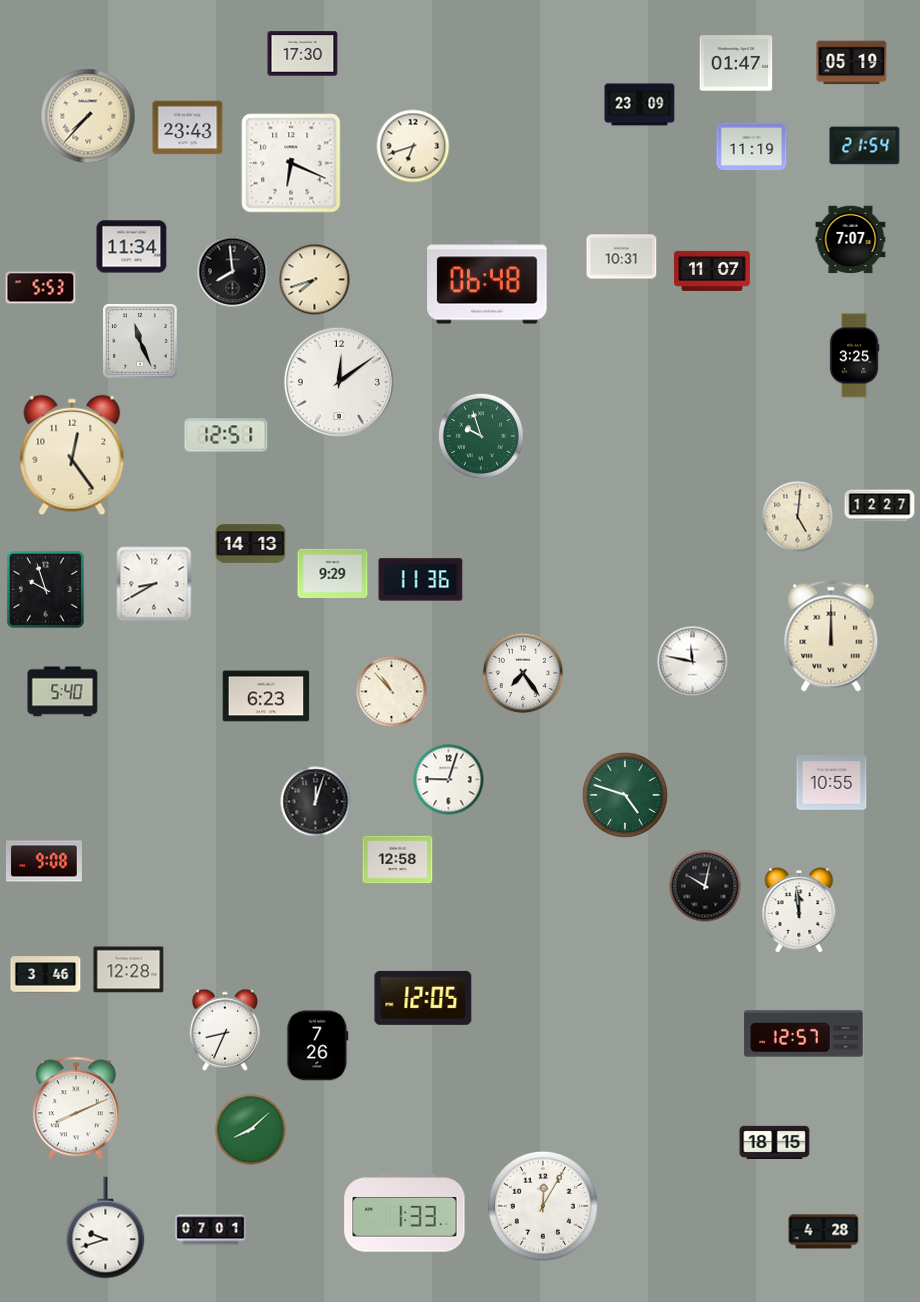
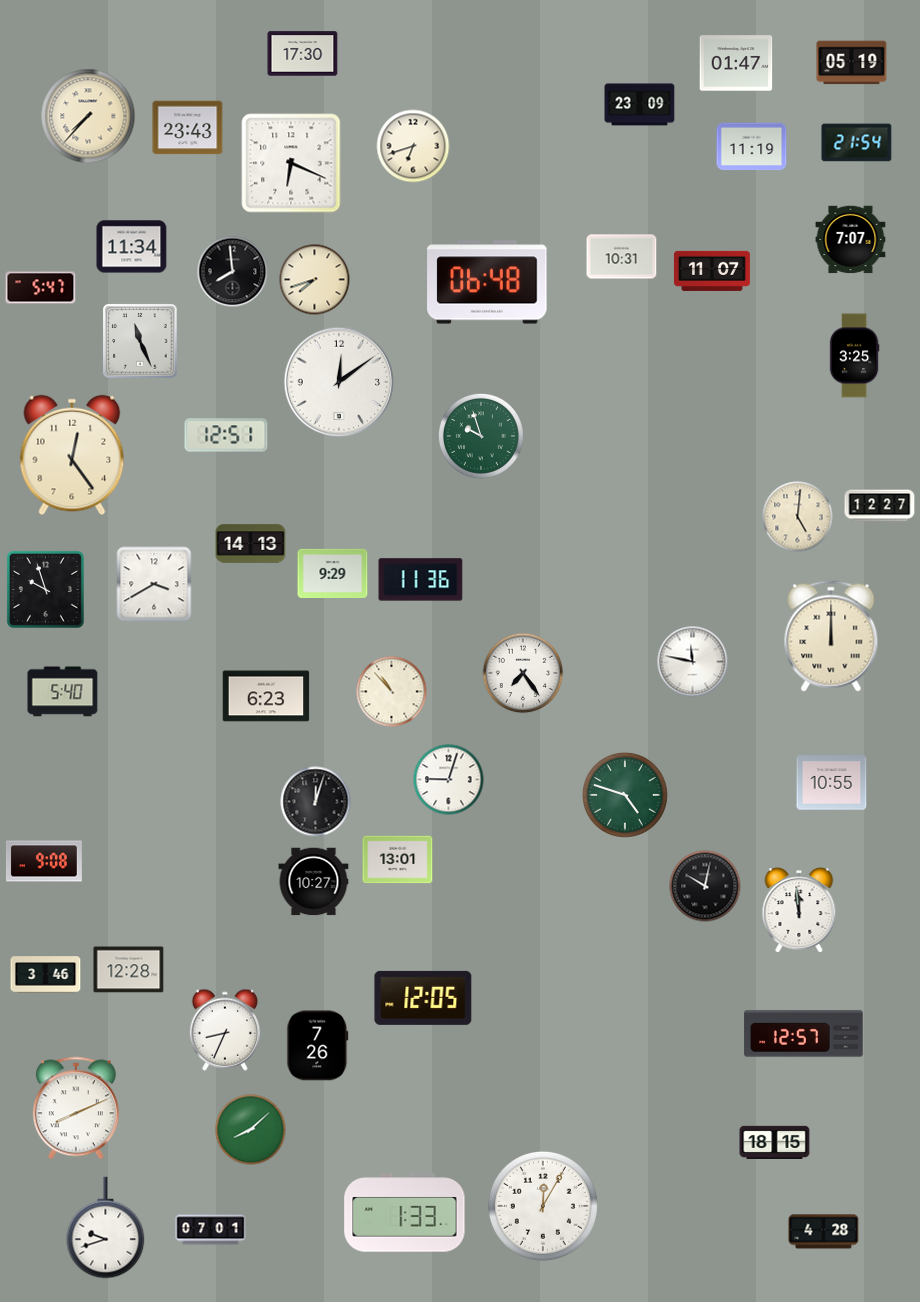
clock at (865, 146) position: (865, 146) -> (857, 143)
clock at (41, 288): 5:53 -> 5:47
clock at (154, 584): 8:40 -> 3:40
clock at (398, 860): 12:58 -> 13:01
clock at (314, 882): none -> 10:27
